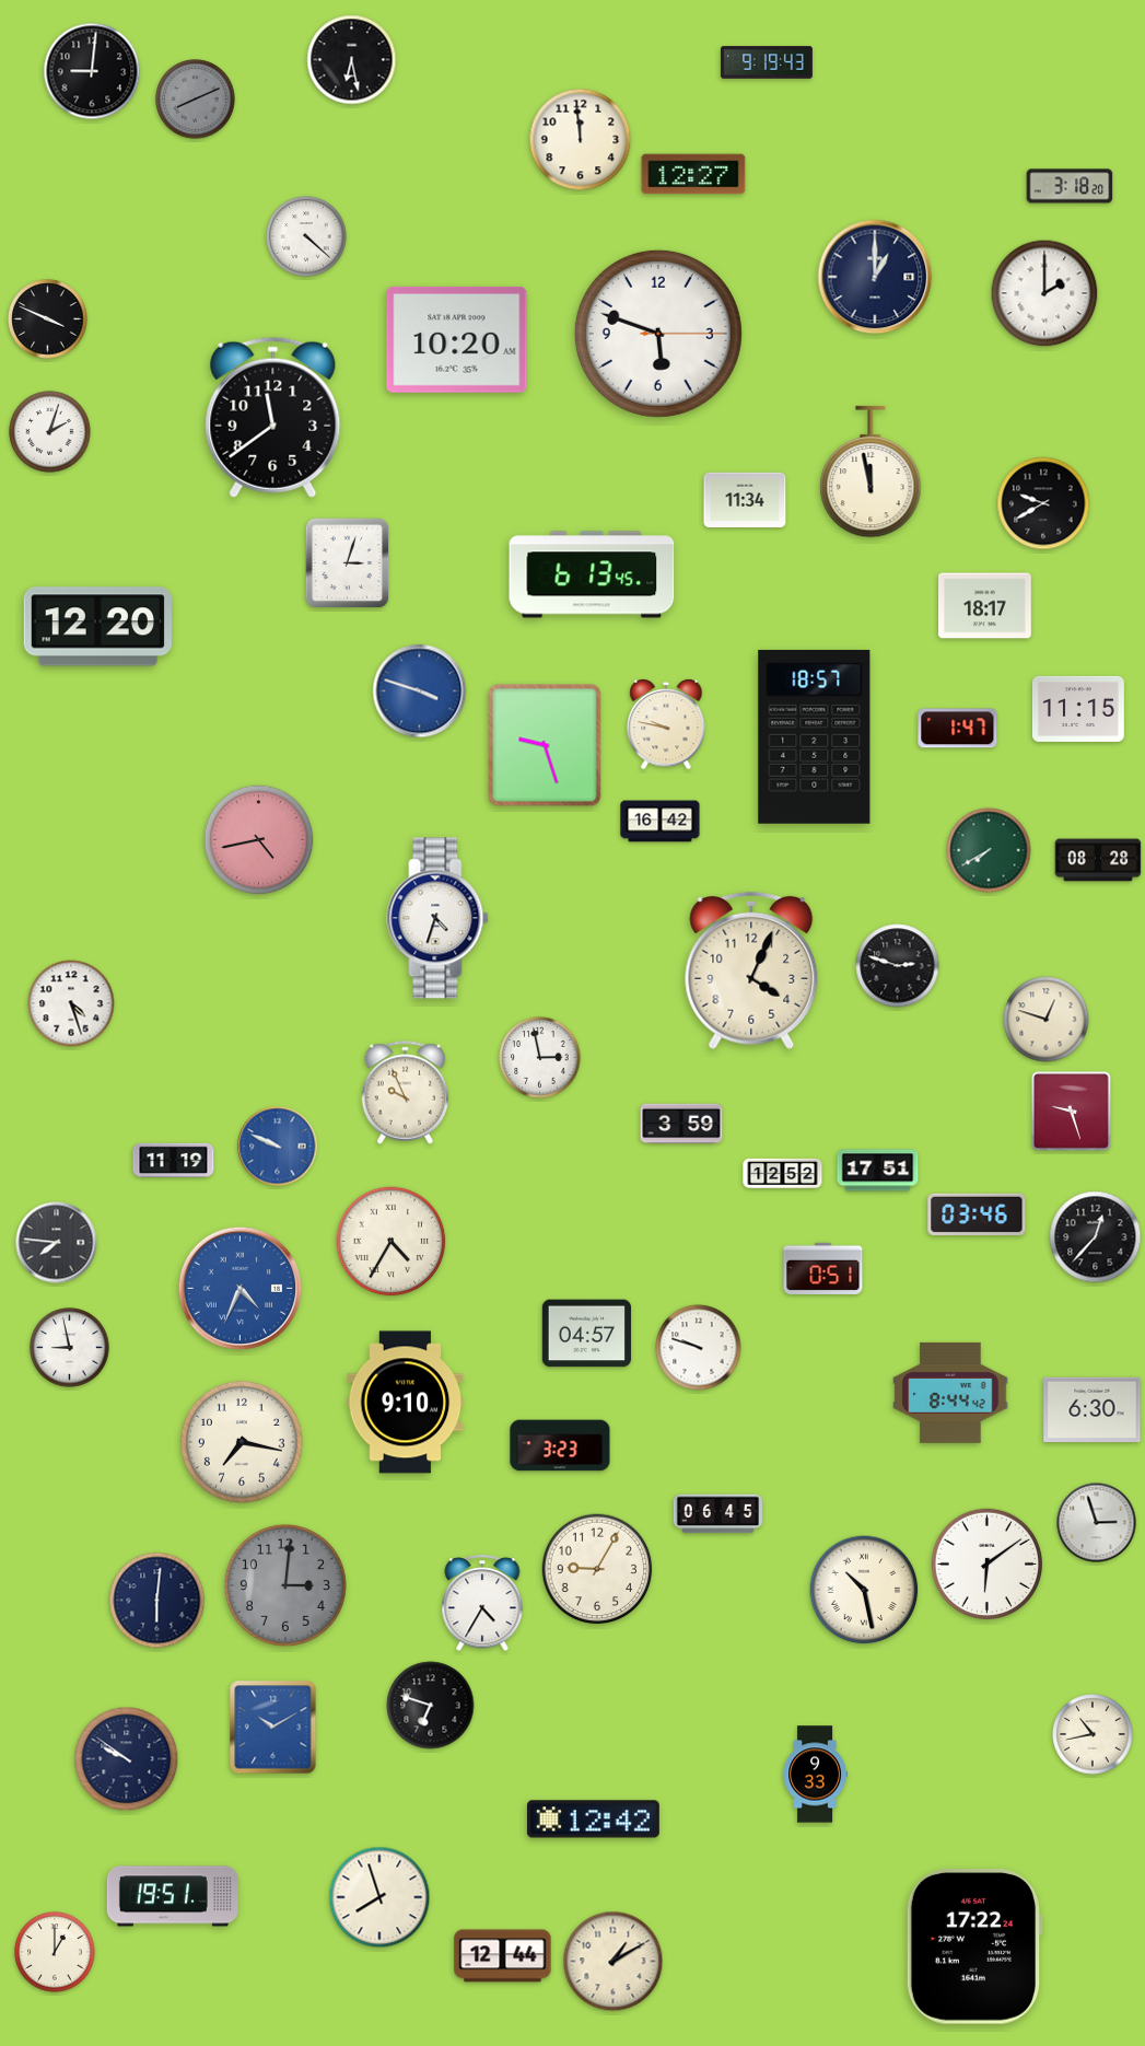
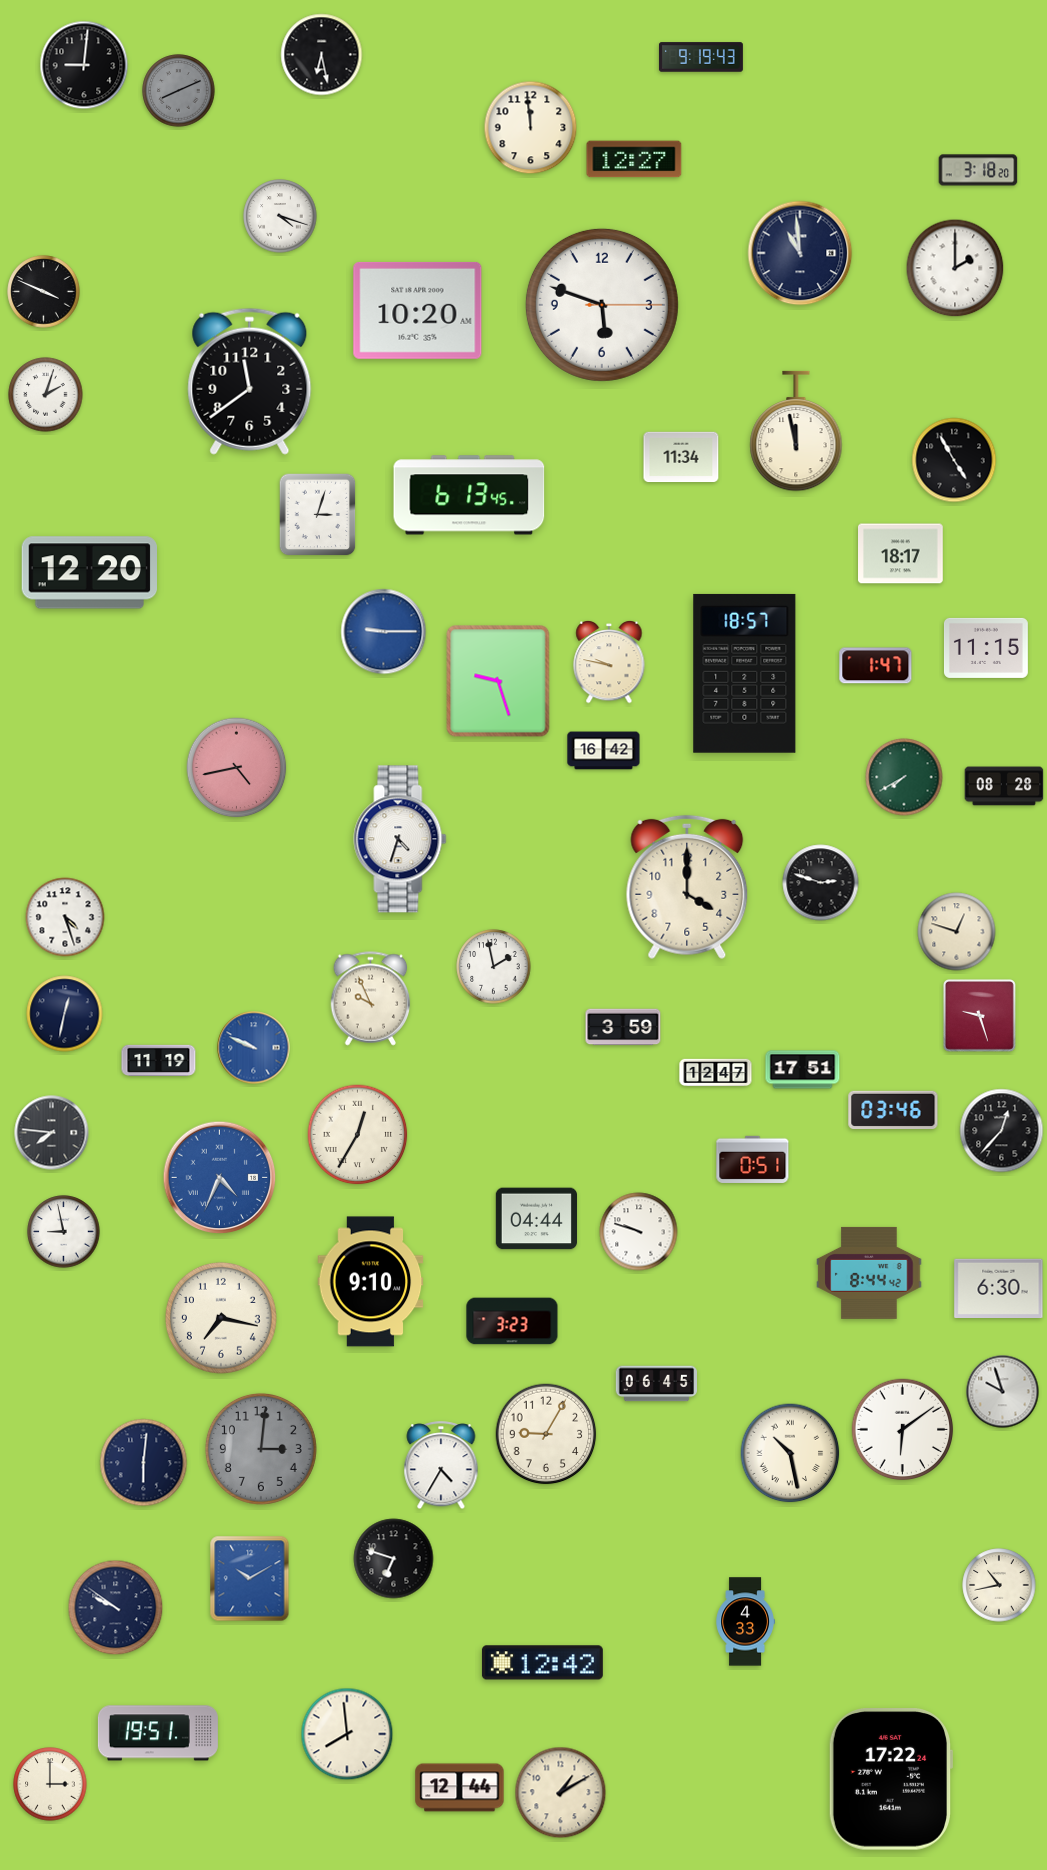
clock at (306, 236): 4:22 -> 4:18
clock at (875, 277): 1:00 -> 10:59
clock at (1043, 503): 9:40 -> 4:55
clock at (592, 574) position: (592, 574) -> (469, 495)
clock at (420, 691): 3:48 -> 9:15
clock at (751, 970): 4:04 -> 4:00
clock at (540, 1058): 2:58 -> 1:58
clock at (65, 1014): none -> 12:32
clock at (783, 1174): 12:52 -> 12:47
clock at (392, 1242): 4:35 -> 12:35
clock at (57, 1243) position: (57, 1243) -> (52, 1133)
clock at (586, 1334): 04:57 -> 04:44
clock at (1097, 1523): 2:57 -> 9:57
clock at (815, 1775): 9:33 -> 4:33
clock at (379, 1897): 7:57 -> 7:59
clock at (55, 1952): 1:00 -> 3:00
